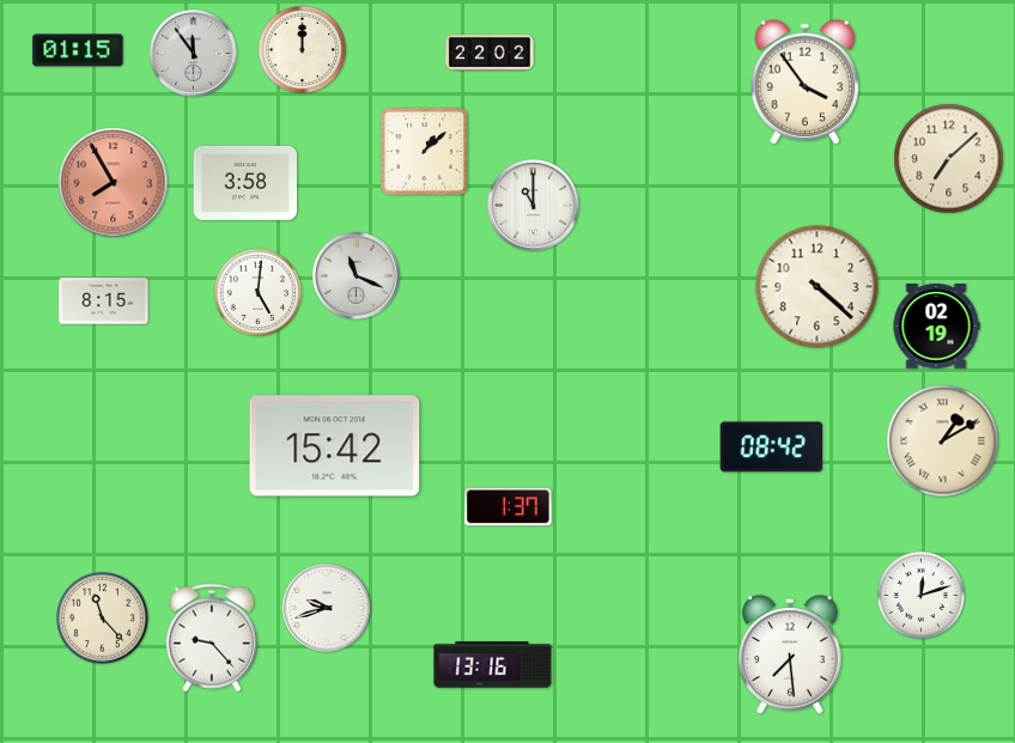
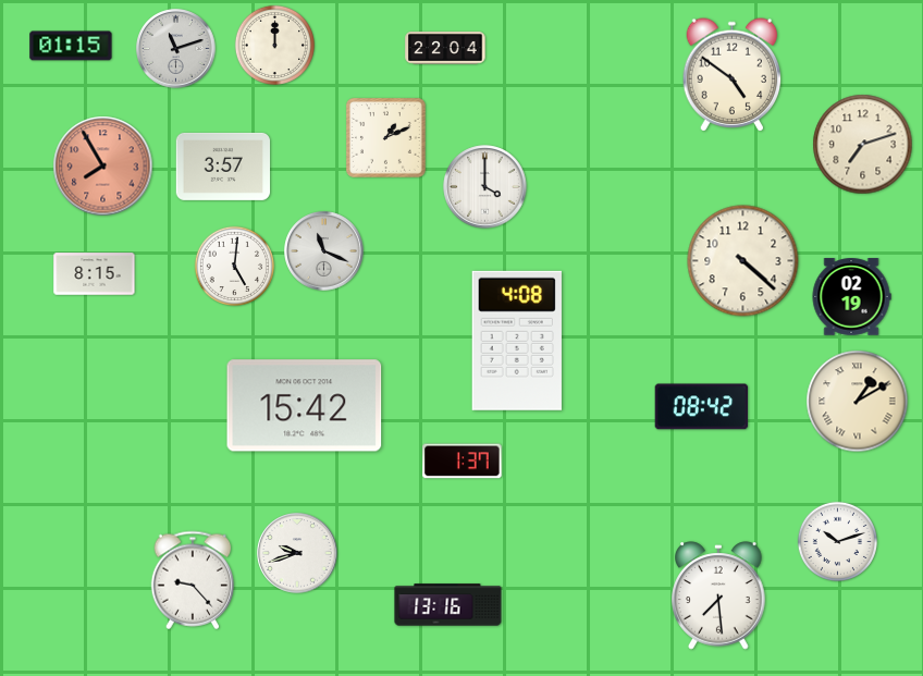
clock at (490, 53): 22:02 -> 22:04
clock at (194, 54): 11:54 -> 11:12
clock at (806, 83): 3:54 -> 4:51
clock at (424, 151): 1:08 -> 1:11
clock at (949, 159): 7:08 -> 7:12
clock at (245, 183): 3:58 -> 3:57
clock at (534, 206): 11:00 -> 4:00
clock at (517, 341): none -> 4:08
clock at (920, 595): 12:12 -> 10:12
clock at (102, 617): 11:23 -> none
